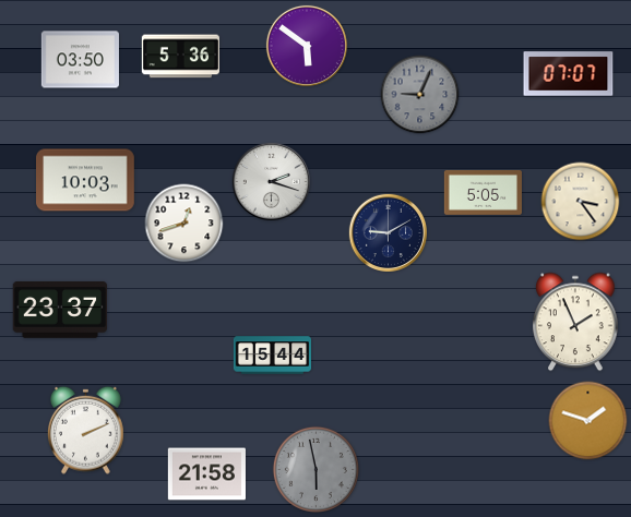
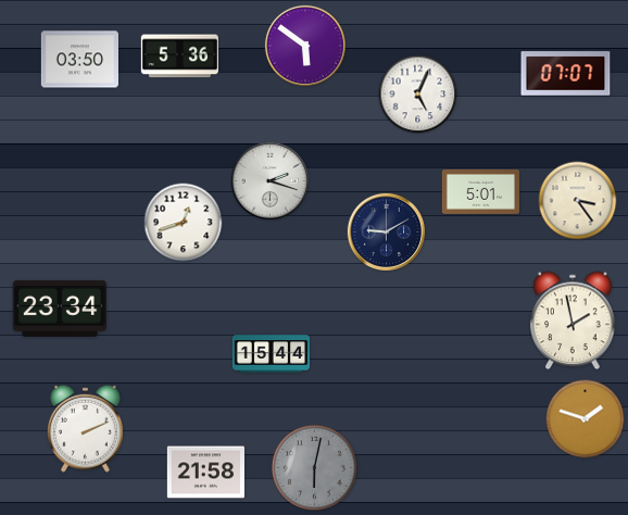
clock at (420, 95): 9:04 -> 5:04
clock at (420, 95) dial: grey -> white
clock at (86, 180): 10:03 -> none
clock at (483, 192): 5:05 -> 5:01
clock at (60, 310): 23:37 -> 23:34
clock at (575, 322): 1:56 -> 1:58
clock at (315, 469): 5:58 -> 6:02
